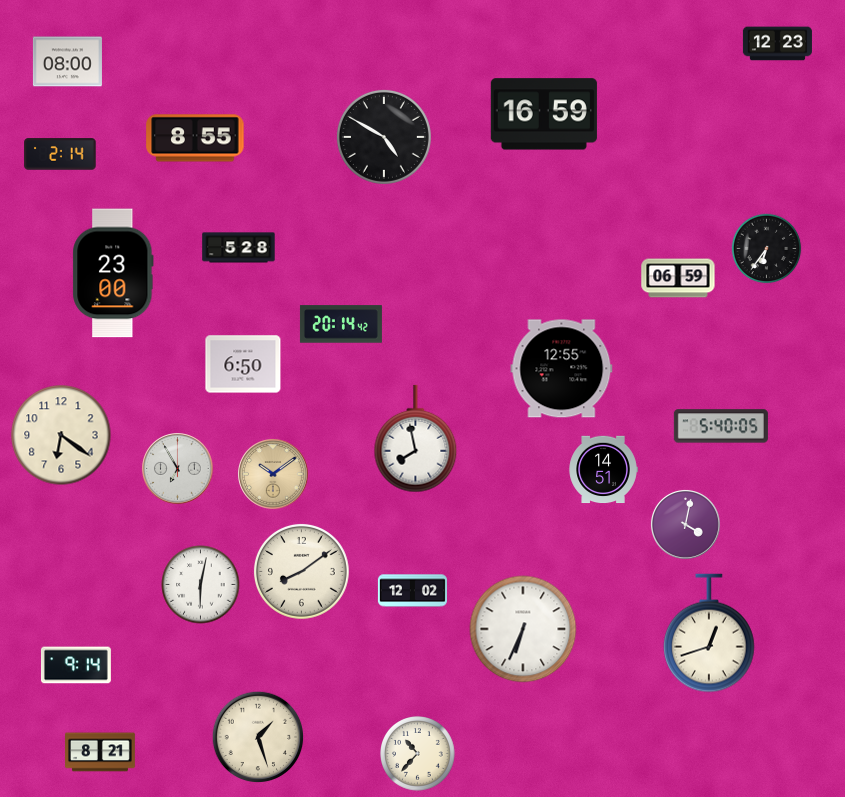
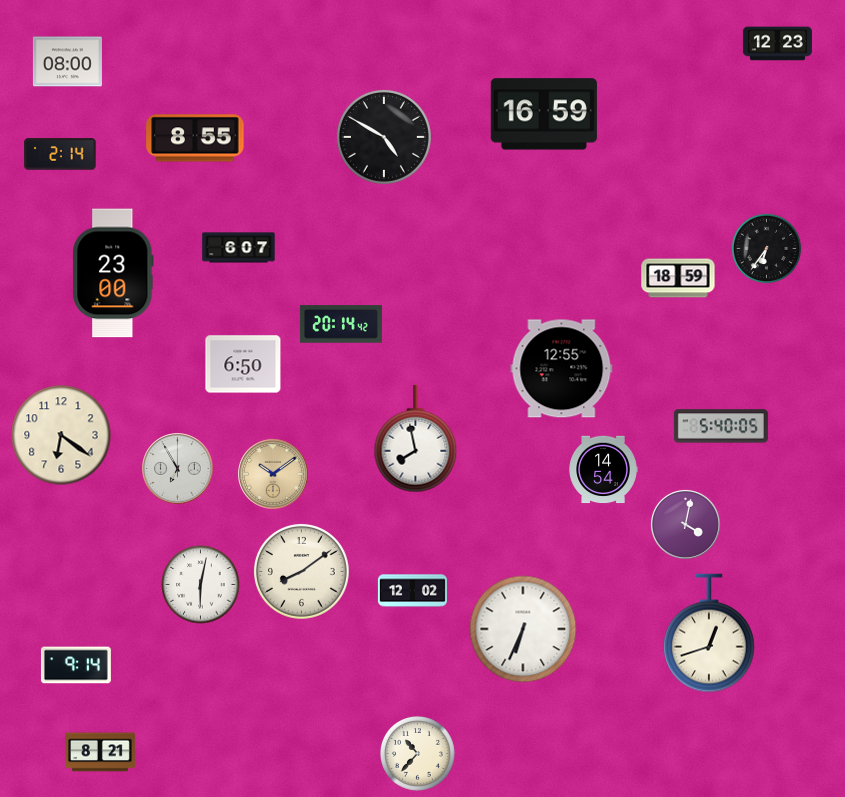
clock at (239, 248): 5:28 -> 6:07
clock at (678, 278): 06:59 -> 18:59
clock at (603, 470): 14:51 -> 14:54
clock at (258, 737): 1:27 -> none
